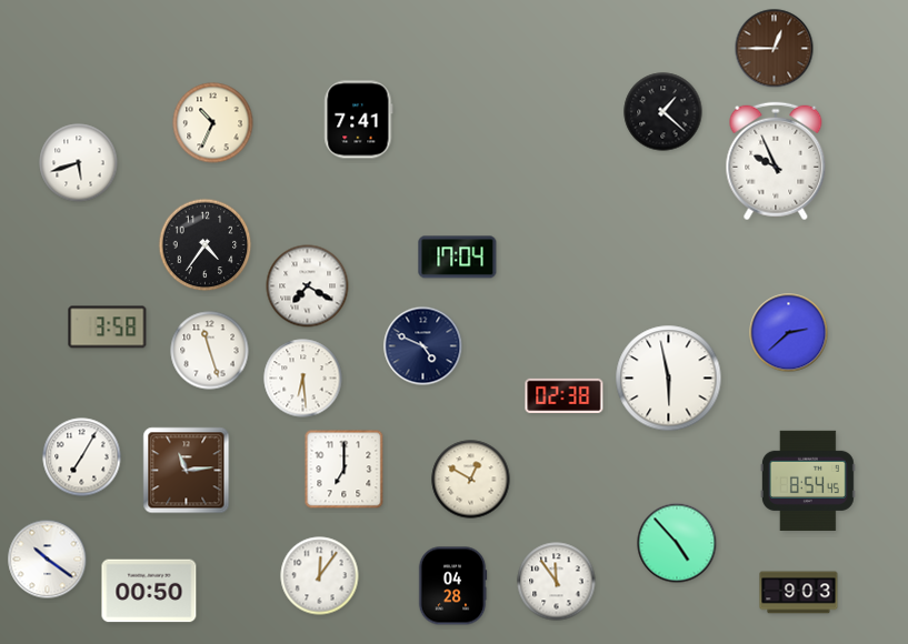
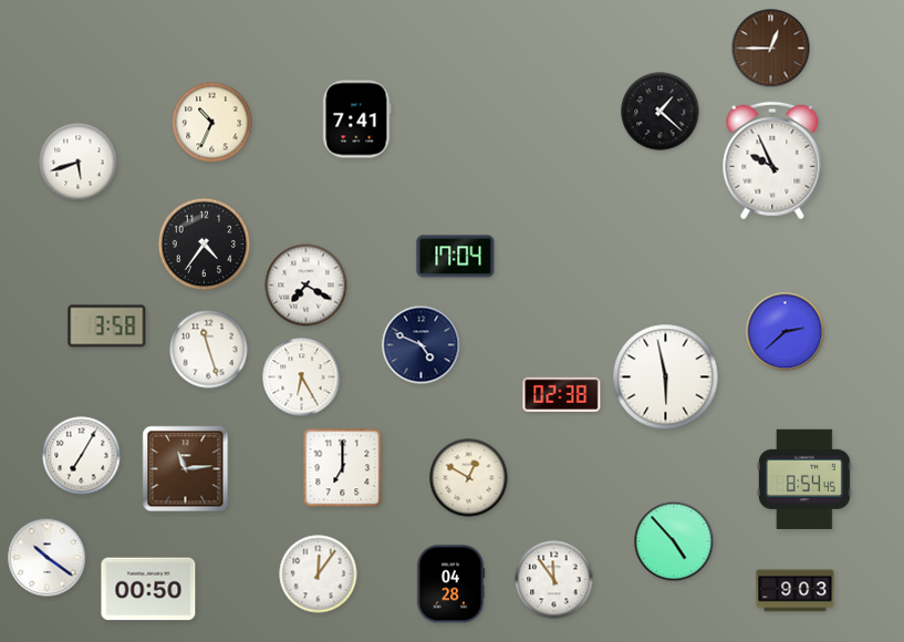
clock at (303, 379): 6:29 -> 6:25
